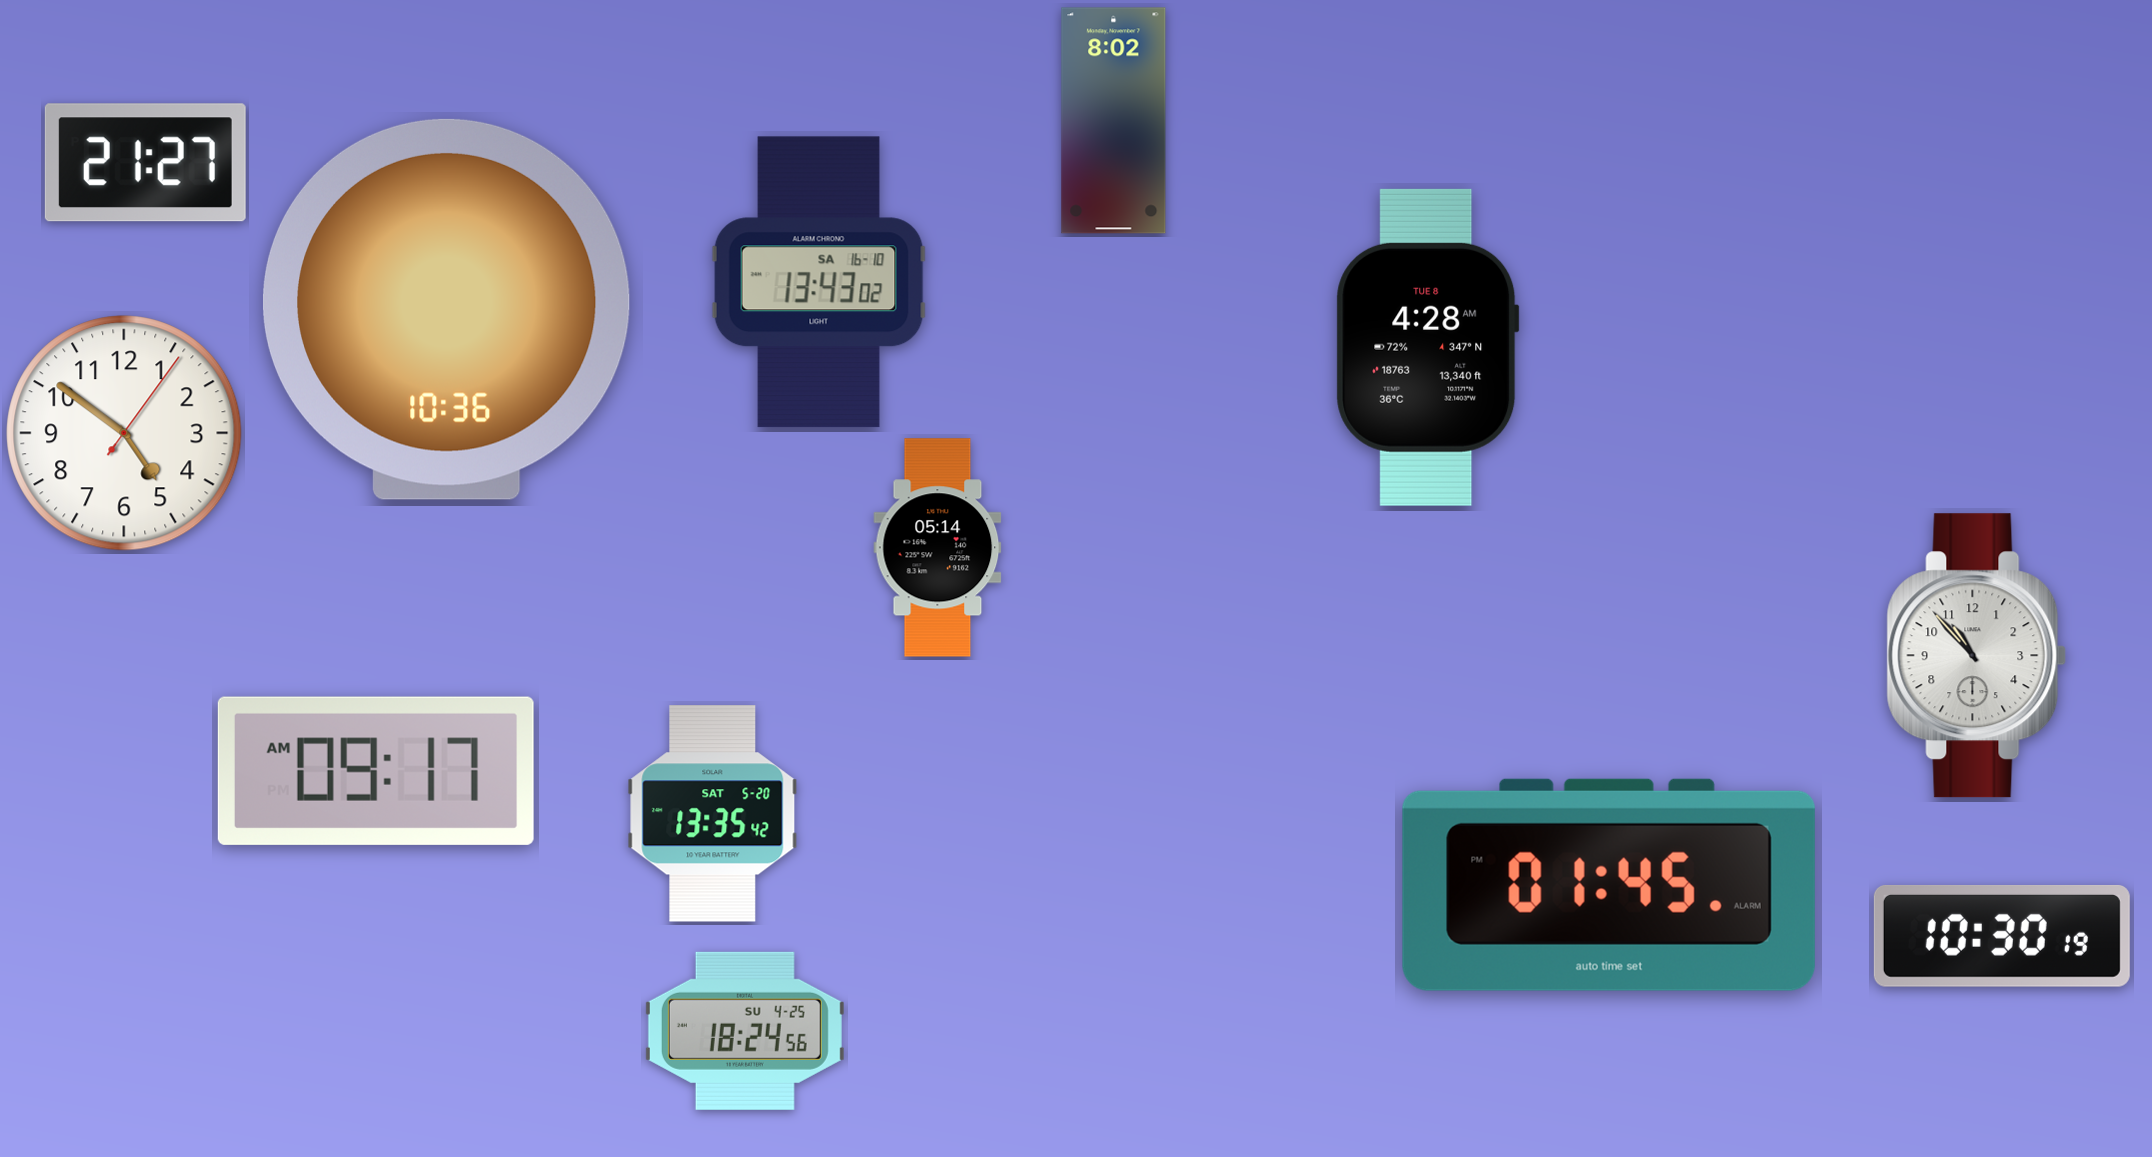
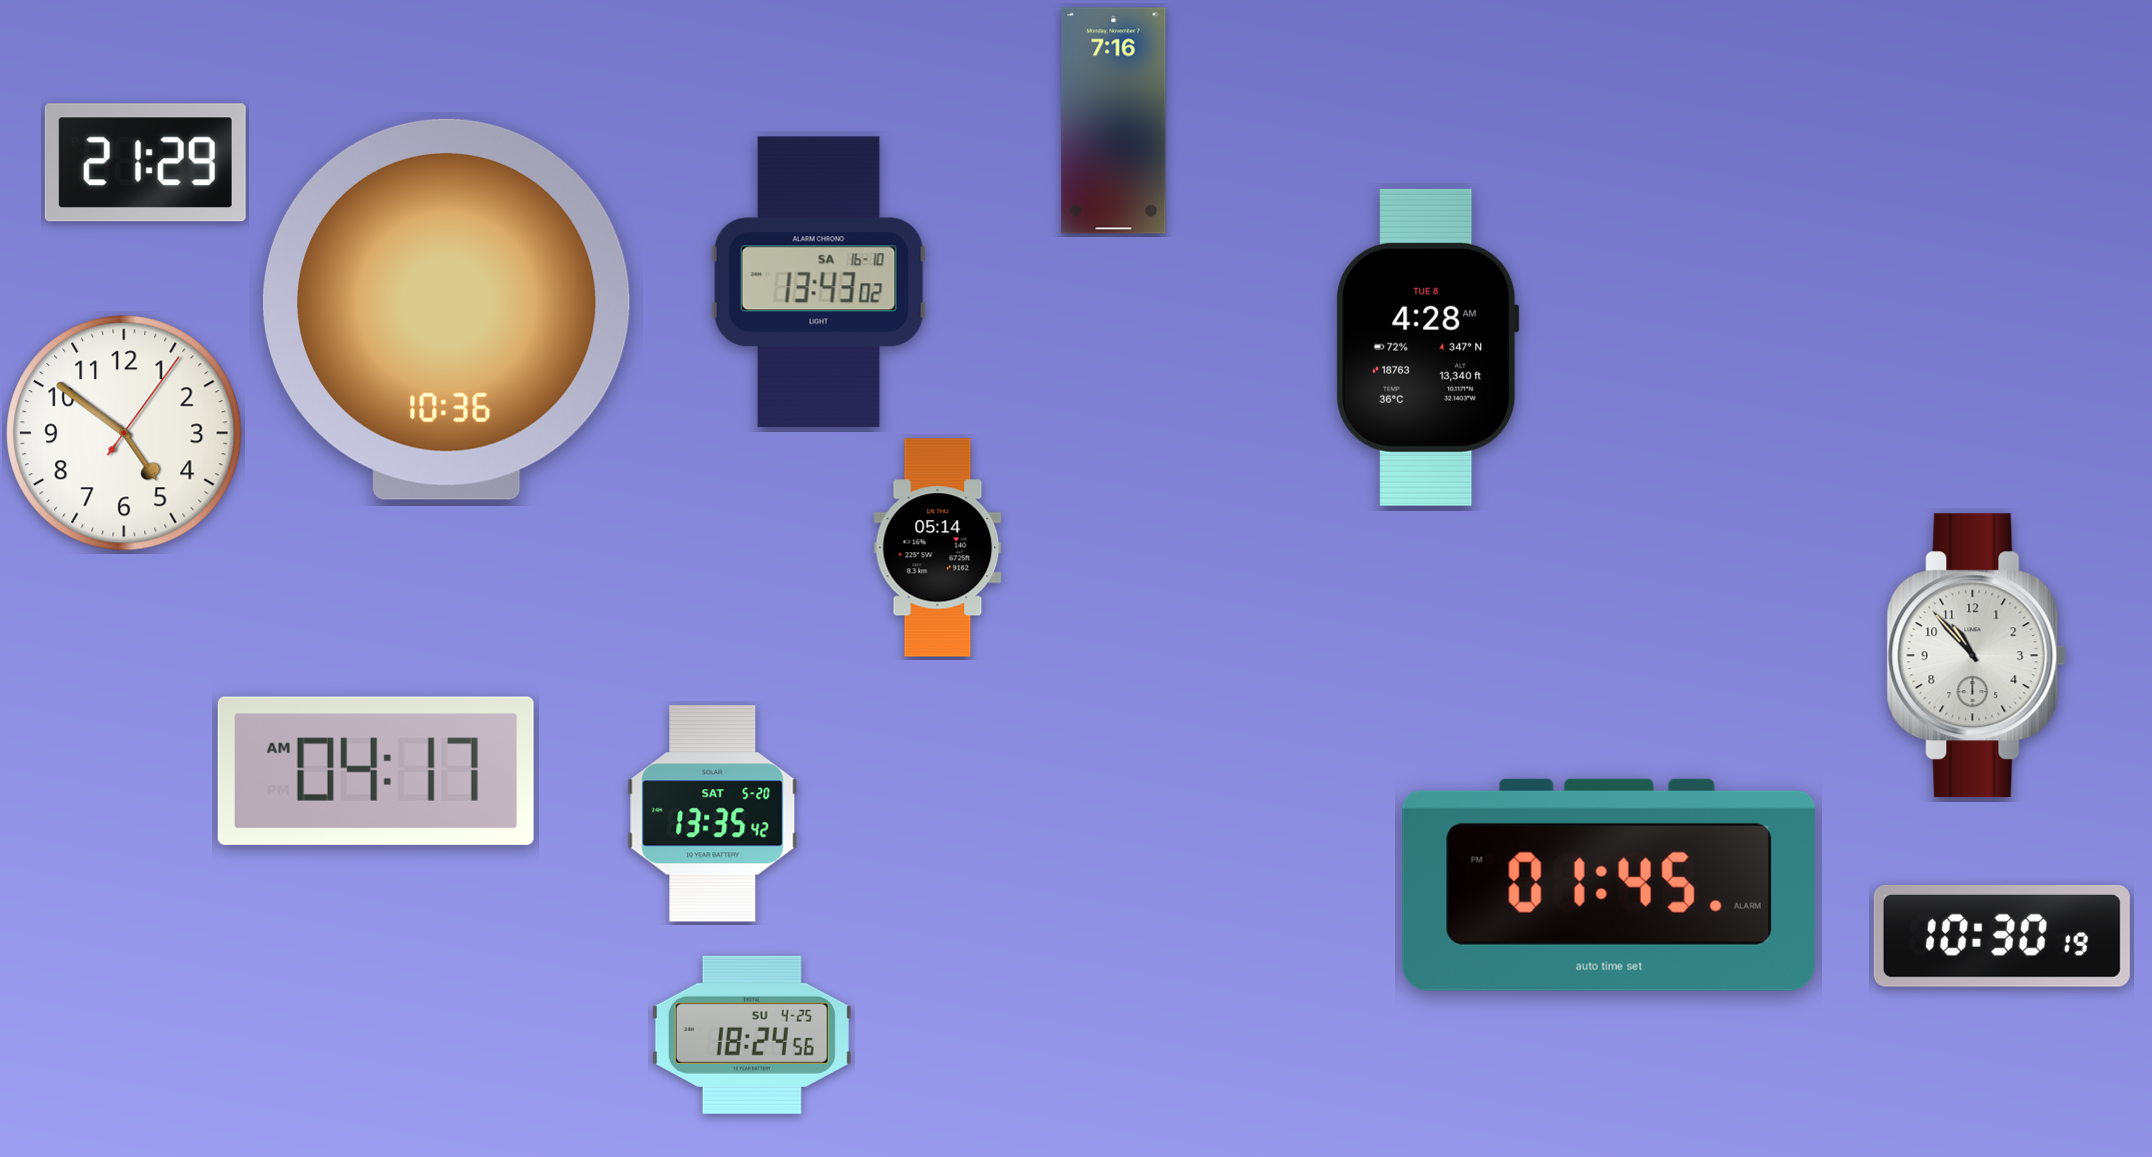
clock at (1114, 121): 8:02 -> 7:16
clock at (145, 163): 21:27 -> 21:29
clock at (376, 771): 09:17 -> 04:17
clock at (745, 1031) position: (745, 1031) -> (752, 1035)
